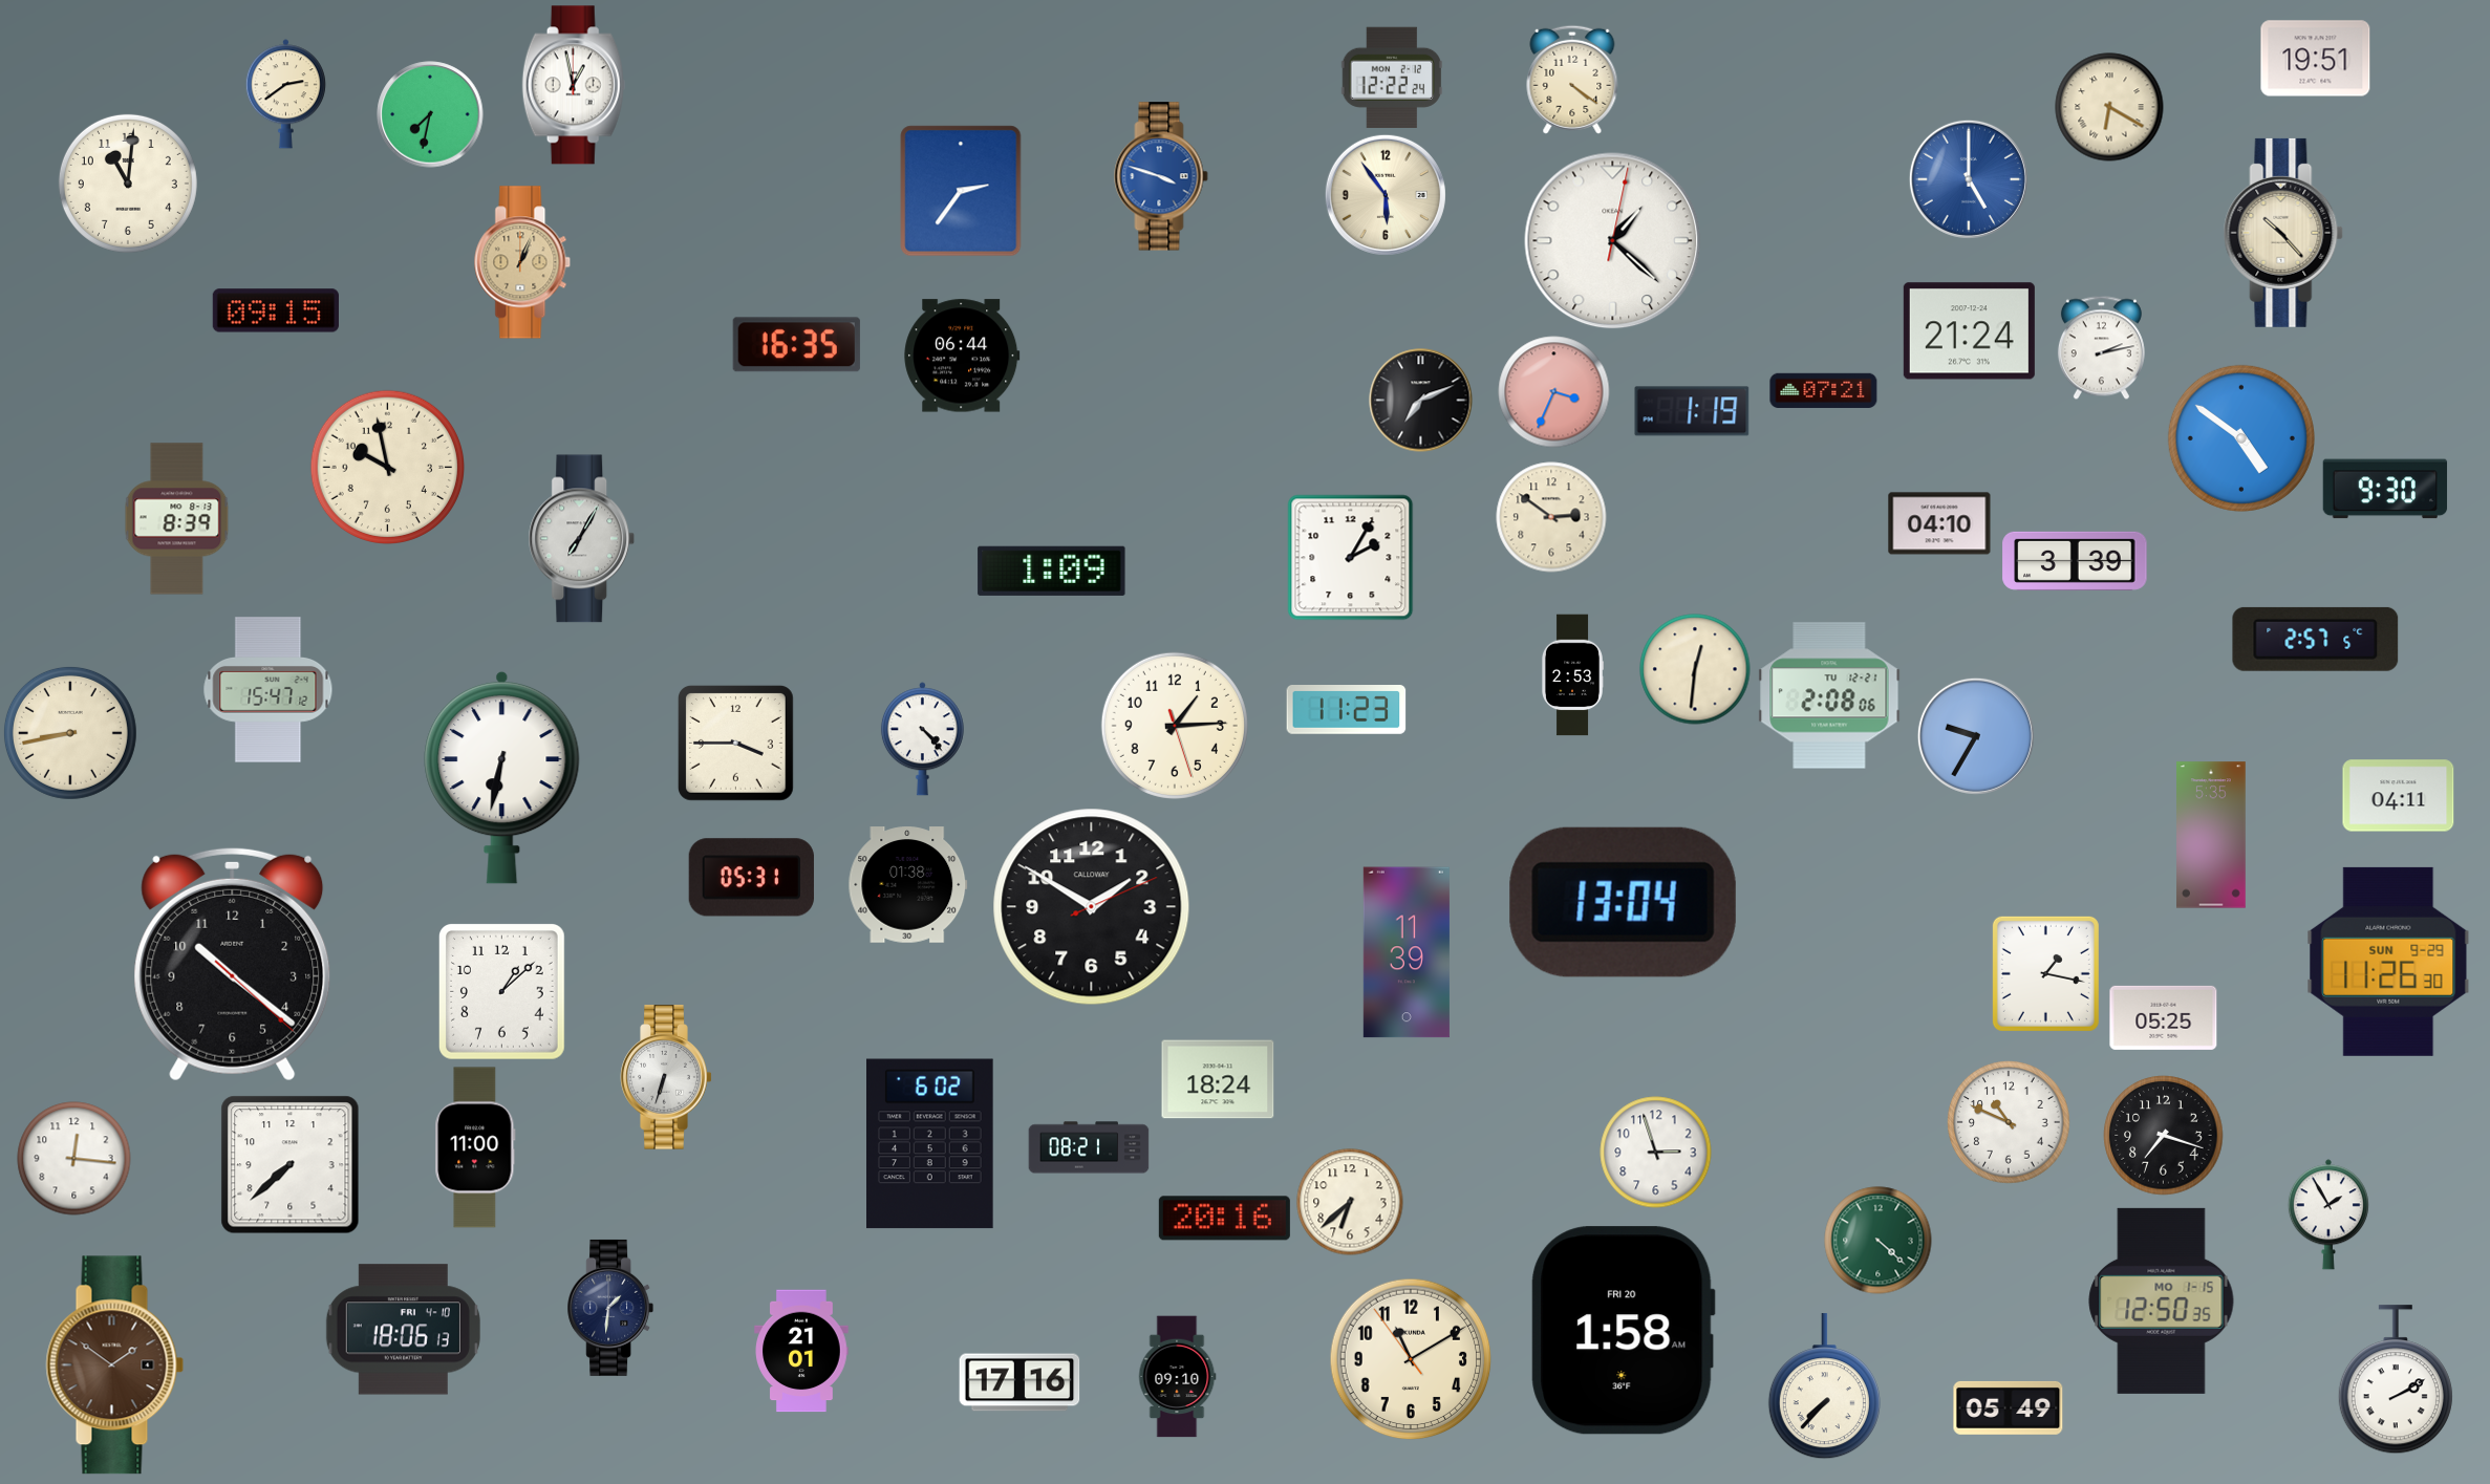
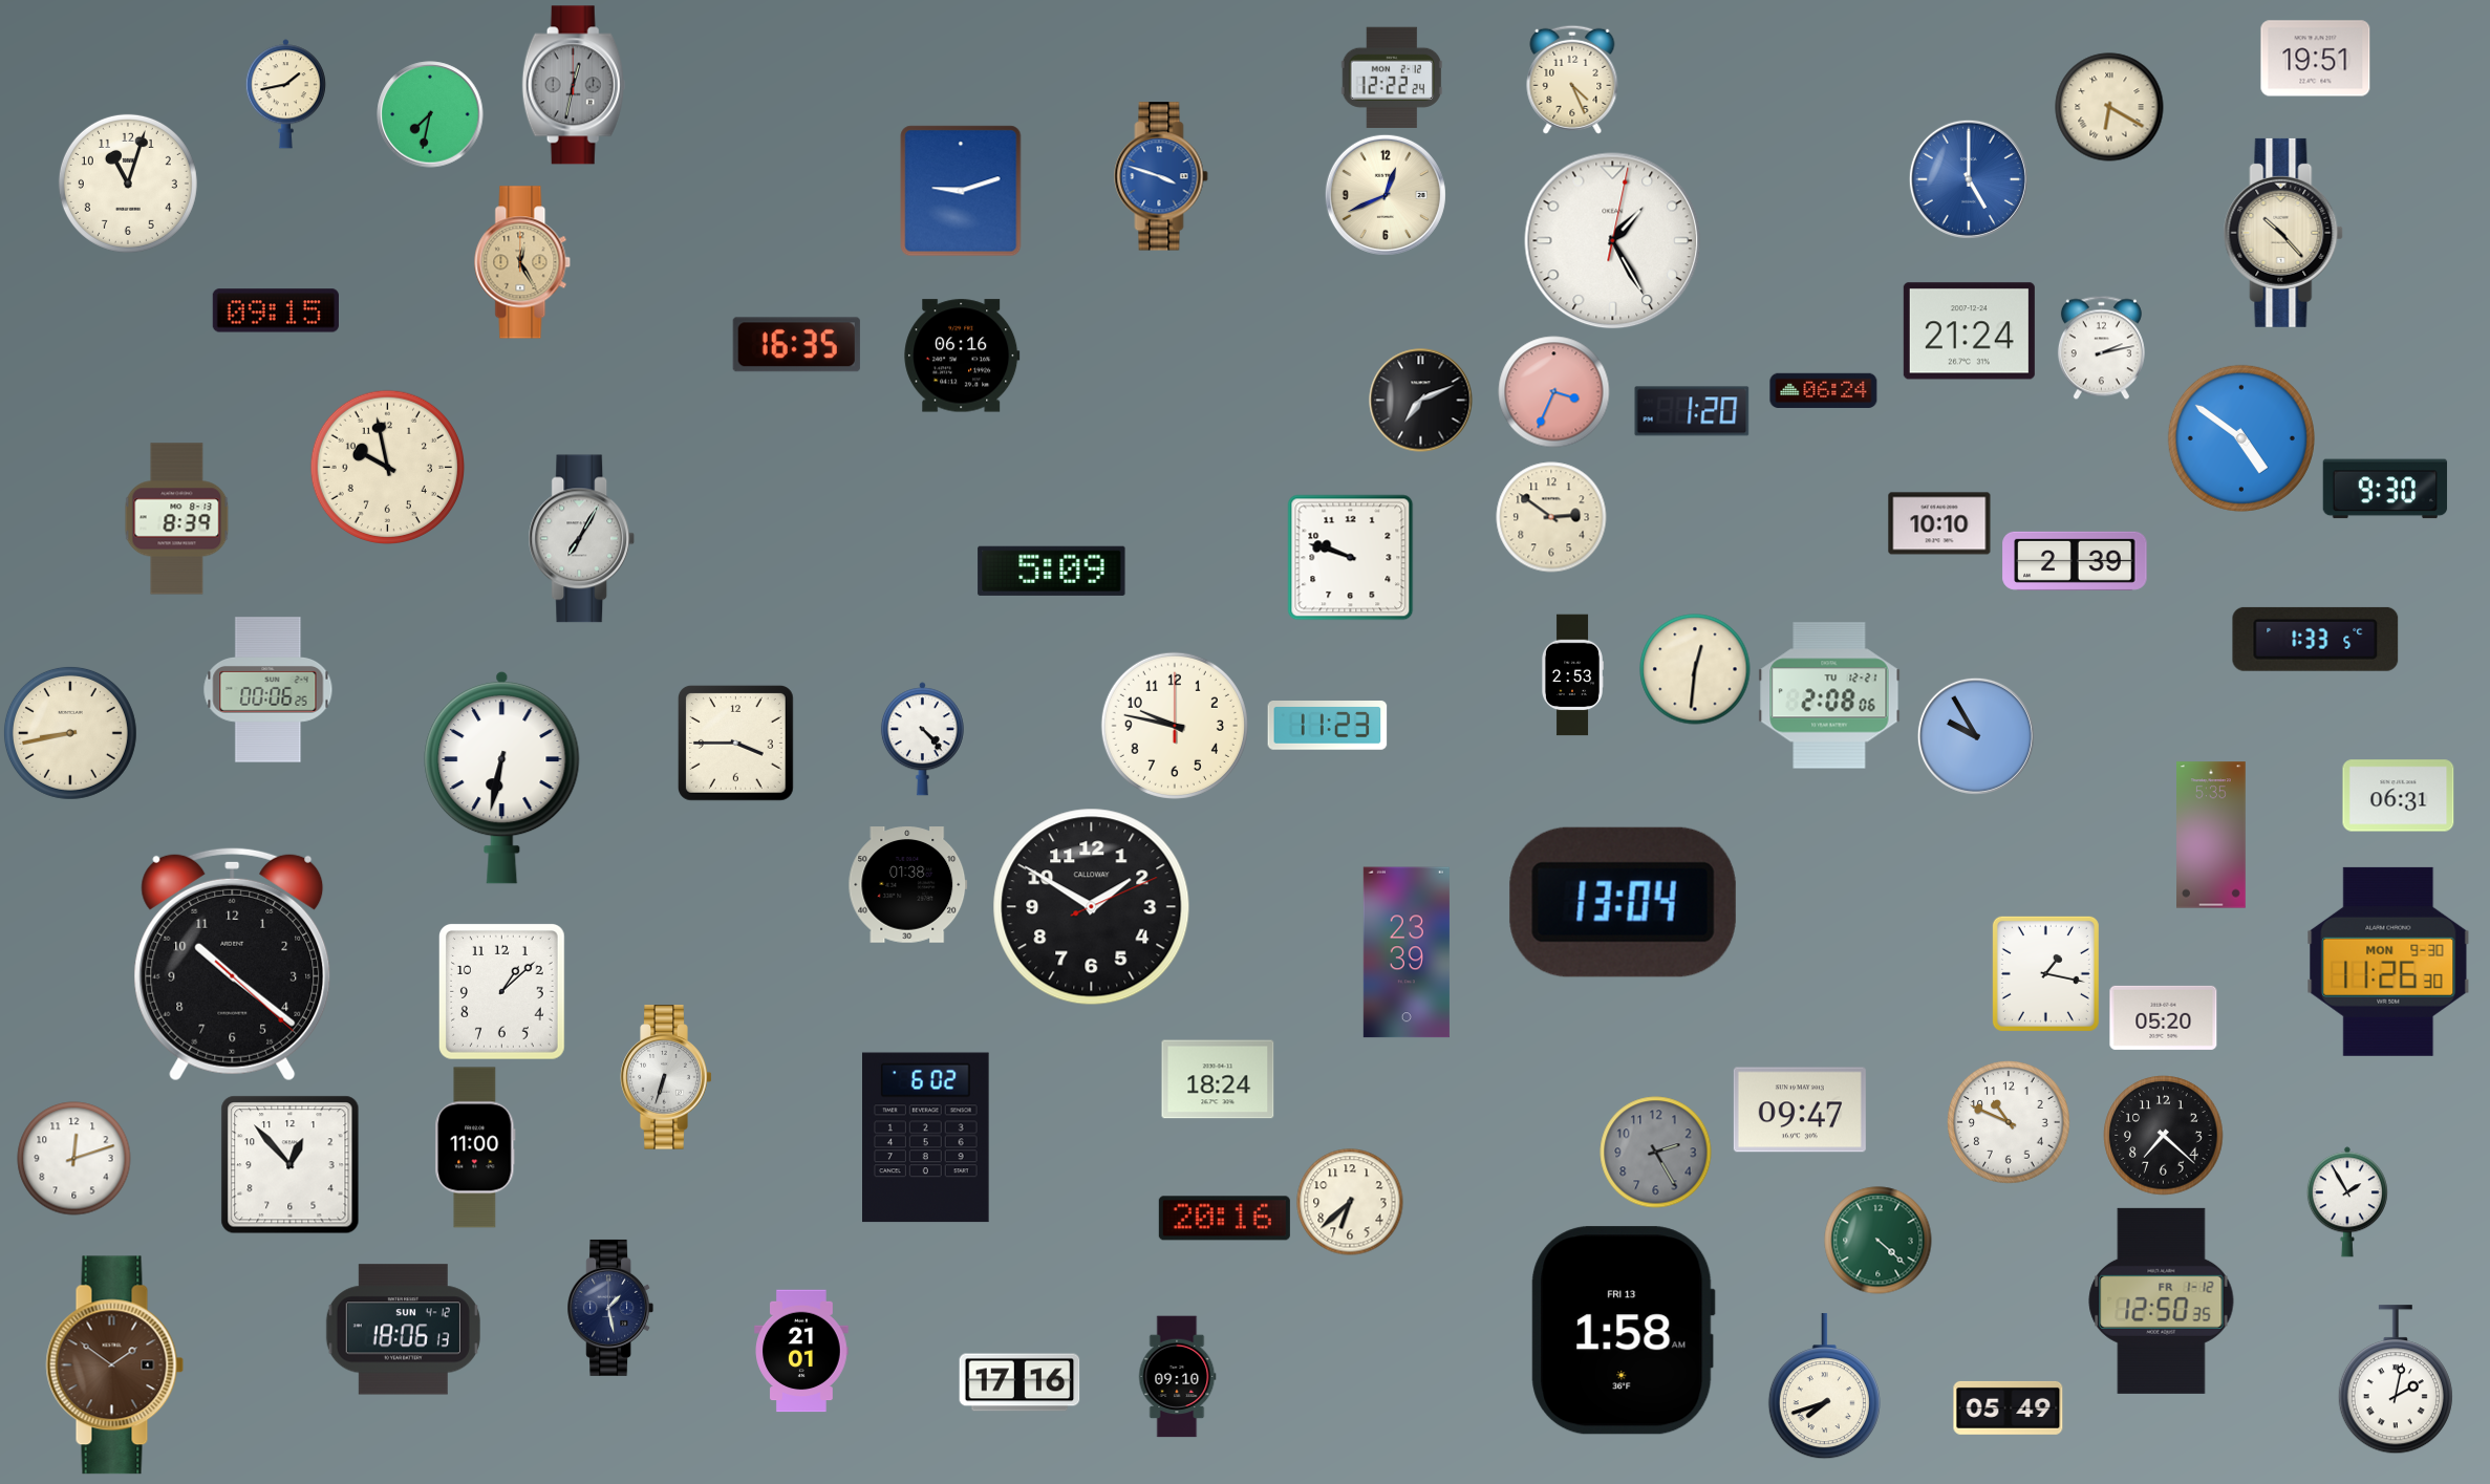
clock at (1572, 80): 4:21 -> 4:26
clock at (574, 85): 12:58 -> 12:32
clock at (574, 85) dial: white -> grey
clock at (285, 94): 2:39 -> 1:43
clock at (128, 184): 11:01 -> 11:03
clock at (961, 191): 2:36 -> 9:12
clock at (1386, 195): 5:54 -> 12:41
clock at (1613, 241): 1:22 -> 1:25
clock at (522, 262): 1:04 -> 12:25
clock at (962, 356): 06:44 -> 06:16
clock at (1824, 390): 07:21 -> 06:24
clock at (1692, 411): 1:19 -> 1:20
clock at (1939, 523): 04:10 -> 10:10
clock at (1351, 558): 2:05 -> 9:48
clock at (2075, 561): 3:39 -> 2:39
clock at (1052, 571): 1:09 -> 5:09
clock at (2316, 639): 2:57 -> 1:33
clock at (269, 690): 15:47 -> 00:06
clock at (1347, 710) position: (1347, 710) -> (1328, 726)
clock at (1175, 726): 1:14 -> 9:47
clock at (1976, 736): 9:35 -> 9:55
clock at (2399, 796): 04:11 -> 06:31
clock at (751, 878): 05:31 -> none
clock at (1407, 952): 11:39 -> 23:39
clock at (2388, 962) date: SUN 9-29 -> MON 9-30
clock at (2164, 1017): 05:25 -> 05:20
clock at (1800, 1110): none -> 09:47
clock at (2164, 1136): 7:18 -> 7:22
clock at (930, 1144) position: (930, 1144) -> (926, 1138)
clock at (1089, 1147): 08:21 -> none
clock at (1656, 1153): 2:57 -> 2:25
clock at (1656, 1153) dial: white -> grey
clock at (74, 1159): 12:16 -> 12:12
clock at (291, 1165): 7:38 -> 12:53
clock at (2328, 1214) position: (2328, 1214) -> (2347, 1202)
clock at (2162, 1300) date: MO 1-15 -> FR 1-12
clock at (610, 1308): 1:31 -> 1:28
clock at (403, 1330) date: FRI 4-10 -> SUN 4-12
clock at (1623, 1331) date: FRI 20 -> FRI 13
clock at (1411, 1359): 11:09 -> none
clock at (2396, 1380): 2:10 -> 2:02
clock at (1824, 1386): 7:37 -> 7:42
